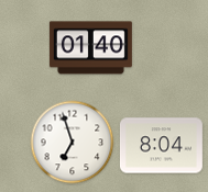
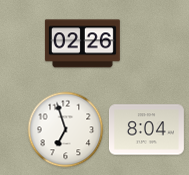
clock at (90, 48): 01:40 -> 02:26
clock at (161, 146) position: (161, 146) -> (146, 130)
